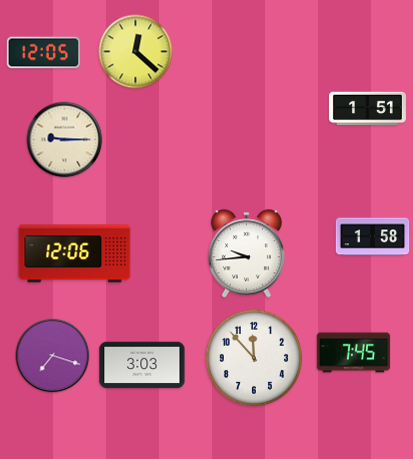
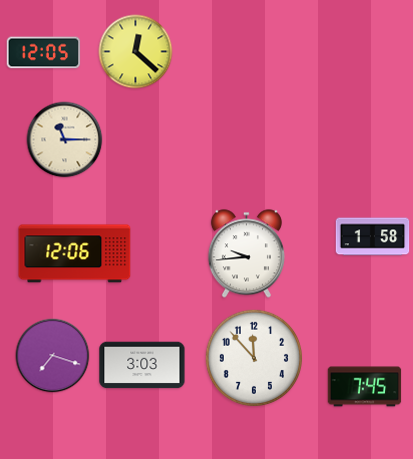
clock at (367, 109): 1:51 -> none
clock at (65, 140): 9:15 -> 11:15
clock at (354, 353) position: (354, 353) -> (365, 387)
